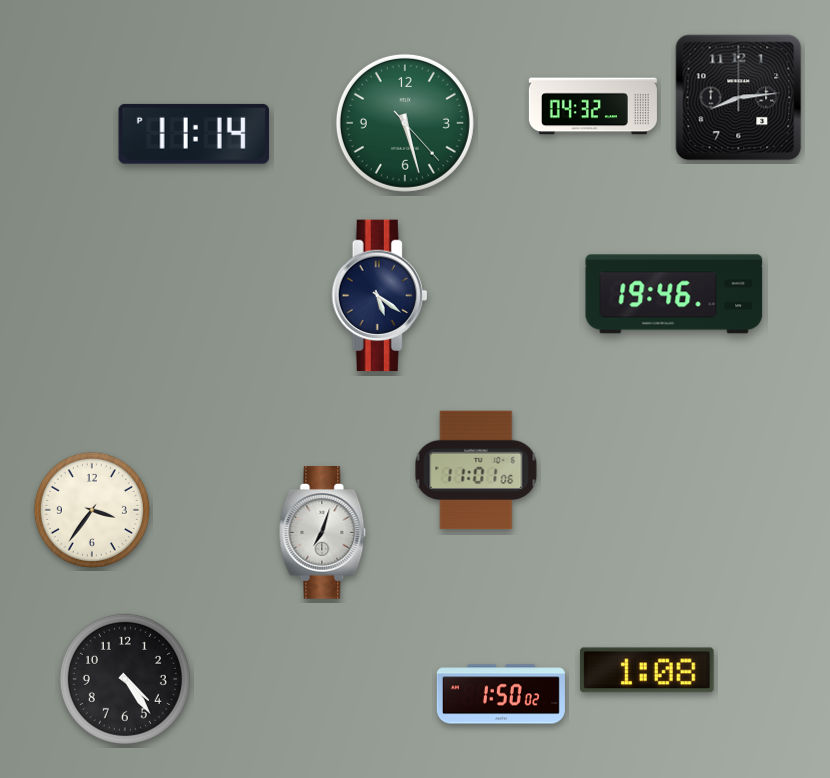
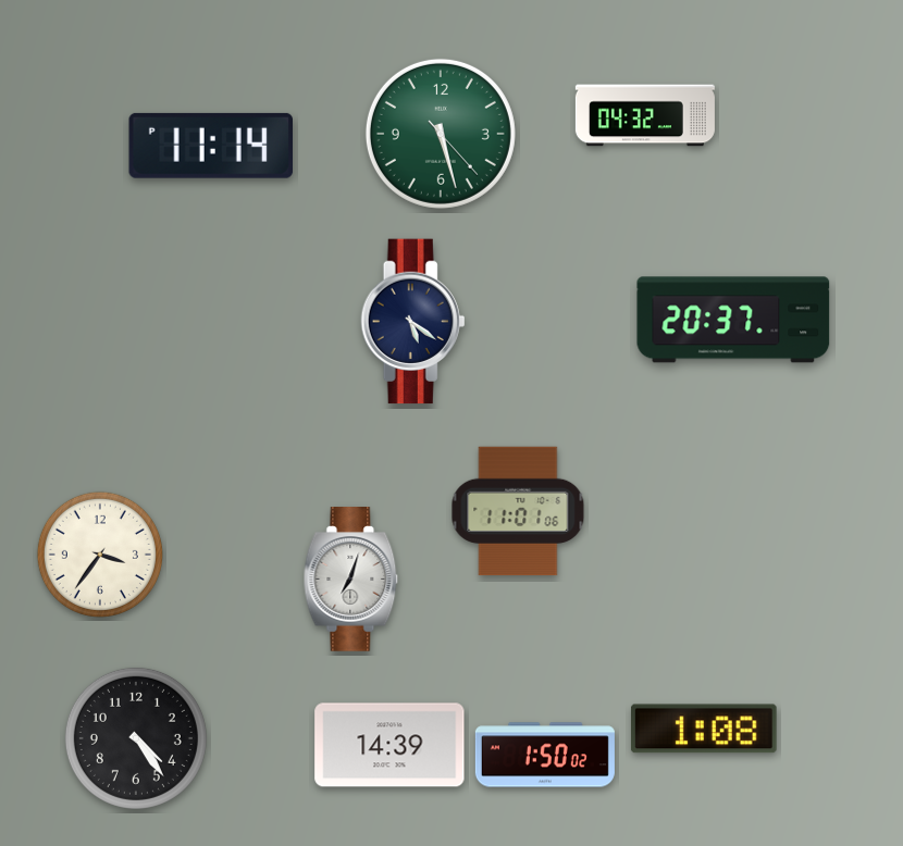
clock at (739, 98): 8:14 -> none
clock at (674, 294): 19:46 -> 20:37
clock at (389, 745): none -> 14:39
